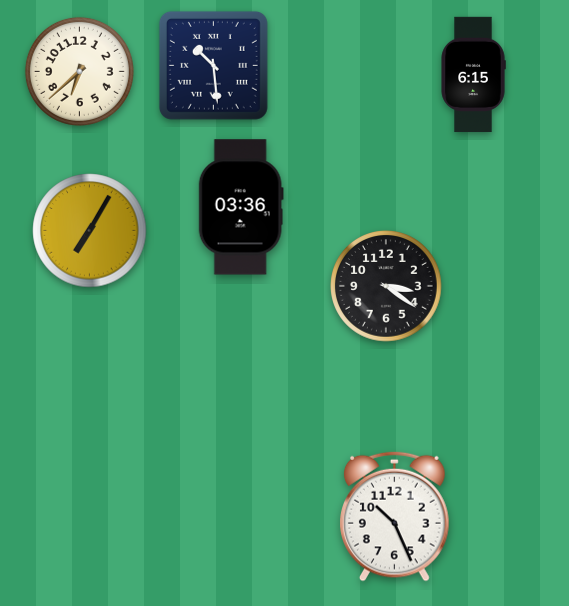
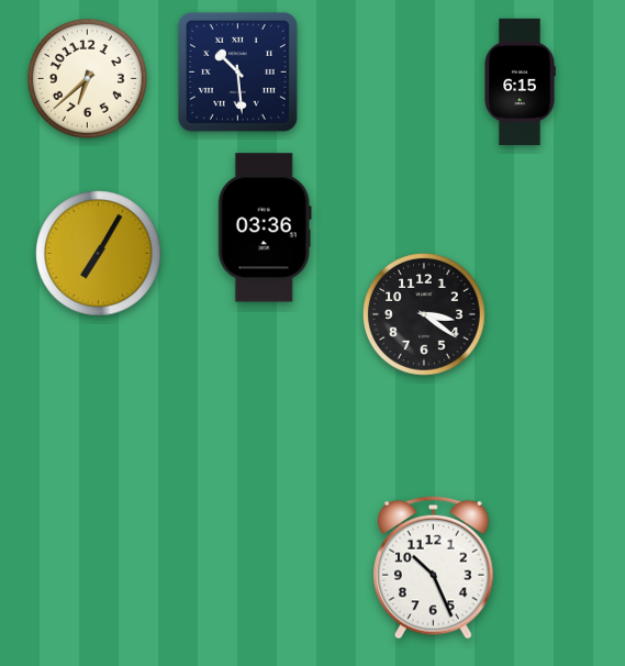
clock at (213, 65) position: (213, 65) -> (237, 71)
